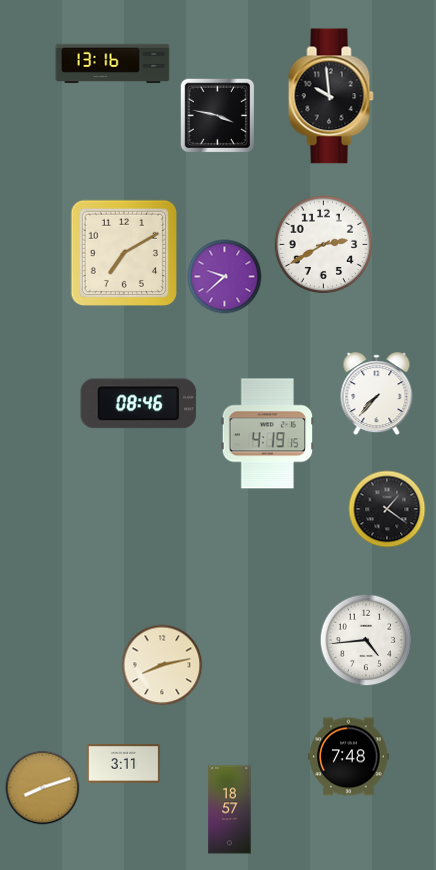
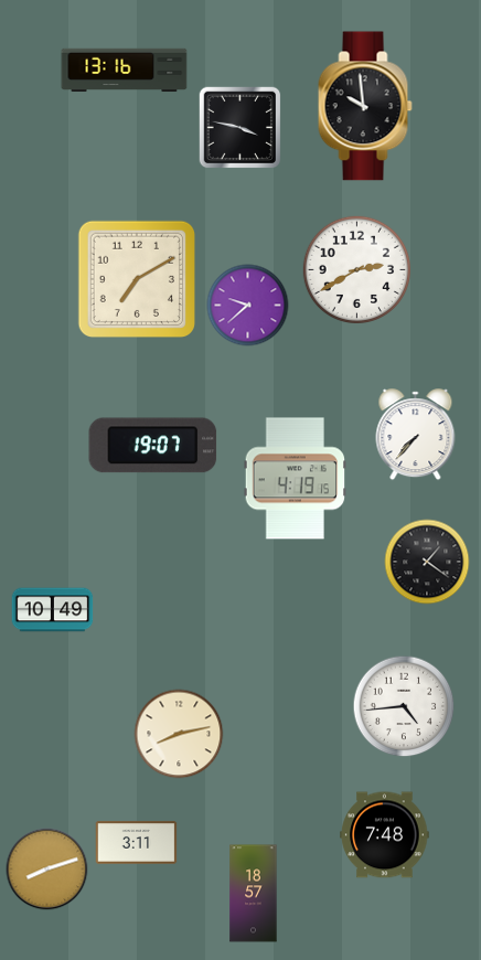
clock at (139, 404): 08:46 -> 19:07
clock at (53, 610): none -> 10:49
